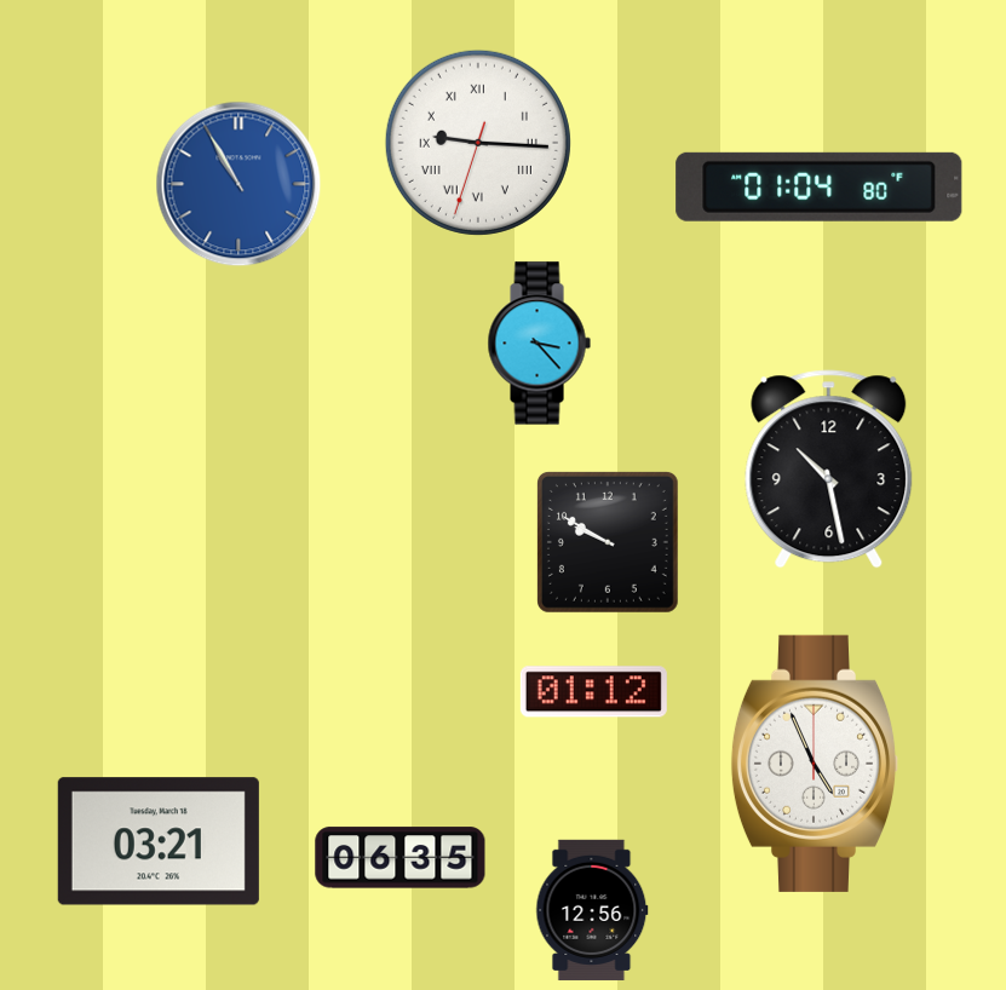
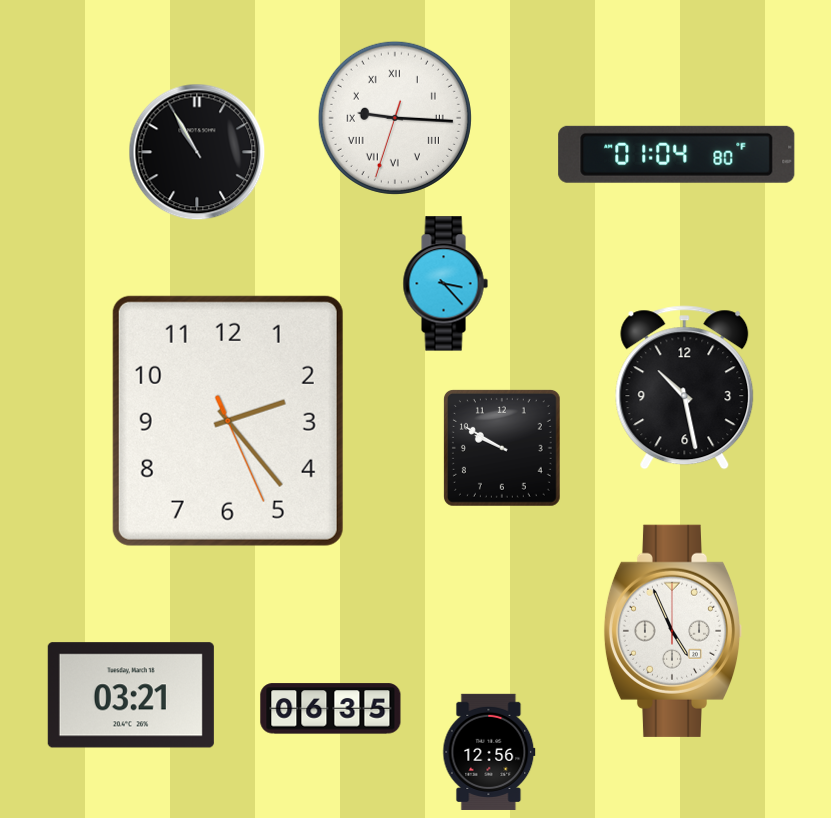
clock at (238, 184) dial: blue -> black
clock at (228, 421): none -> 2:23
clock at (593, 692): 01:12 -> none
